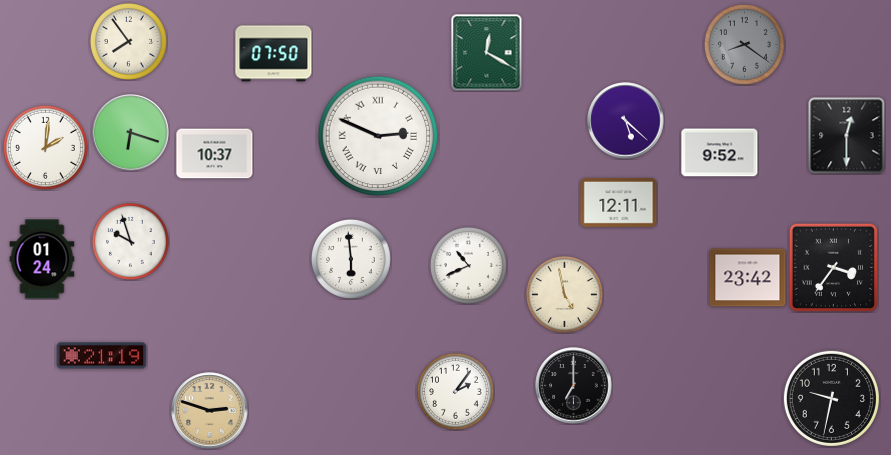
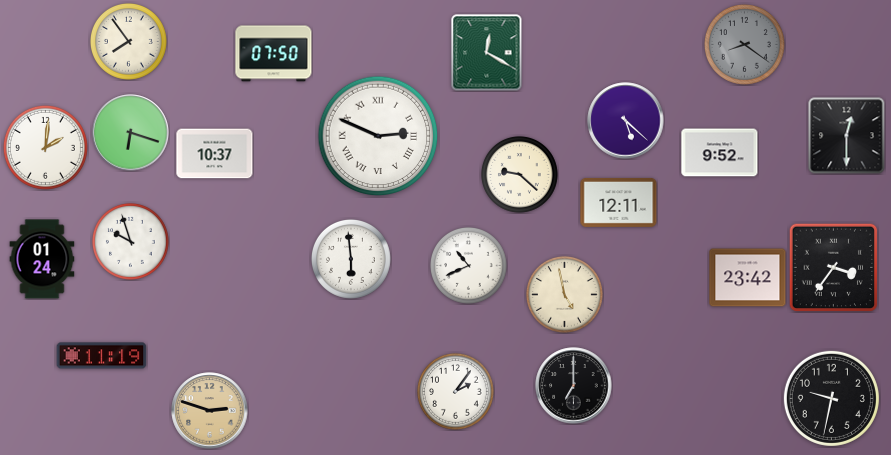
clock at (519, 174): none -> 9:22
clock at (102, 356): 21:19 -> 11:19
